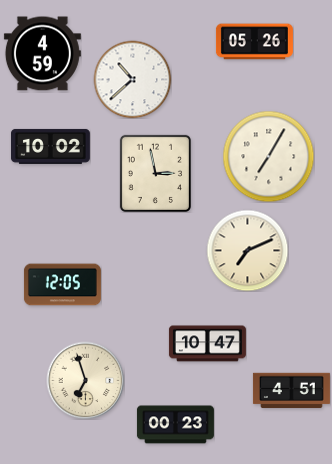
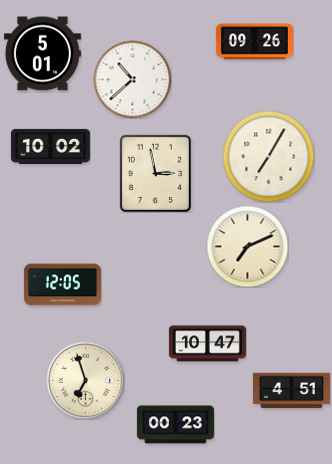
clock at (254, 42): 05:26 -> 09:26
clock at (42, 54): 4:59 -> 5:01
clock at (247, 250) position: (247, 250) -> (247, 246)
